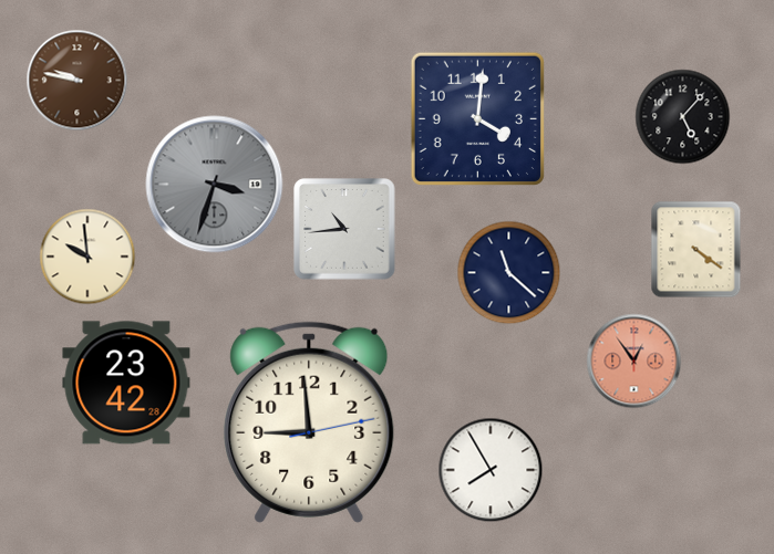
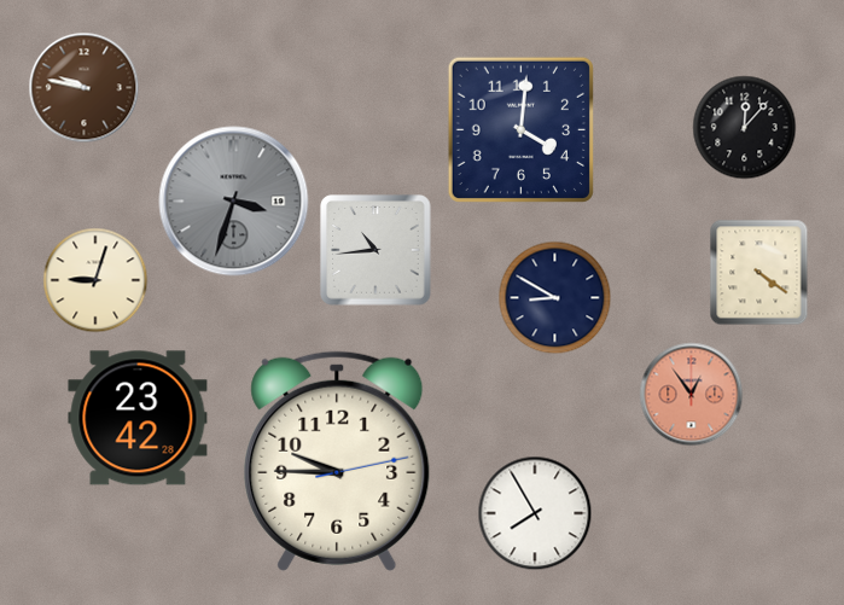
clock at (683, 117): 5:07 -> 12:07
clock at (87, 257): 9:59 -> 9:03
clock at (509, 273): 11:22 -> 8:50
clock at (309, 422): 8:59 -> 9:45
